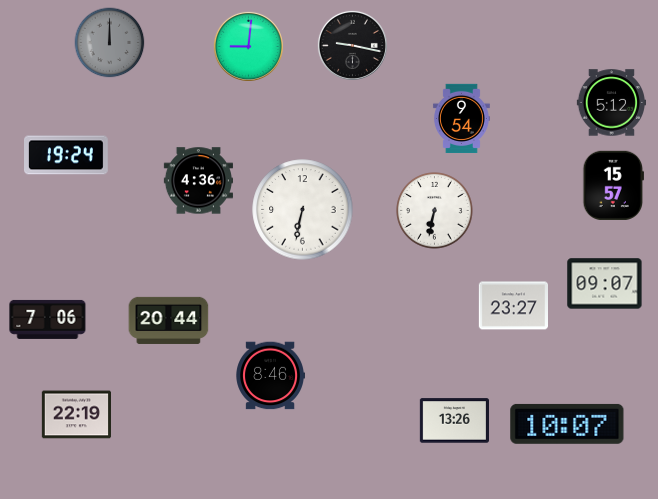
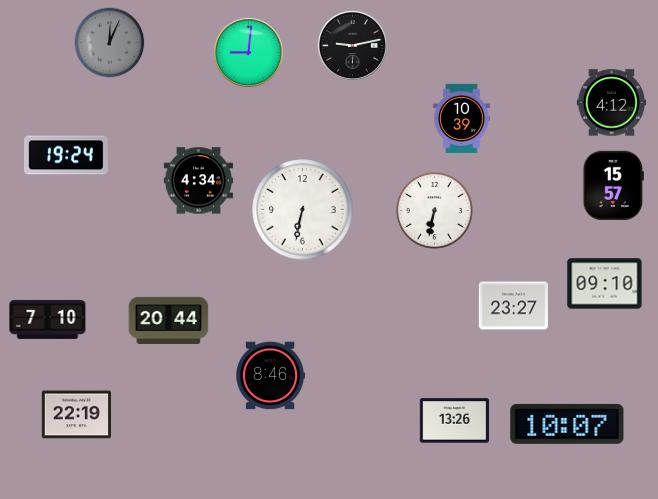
clock at (110, 43): 12:00 -> 12:04
clock at (352, 45): 9:17 -> 9:13
clock at (248, 46) position: (248, 46) -> (248, 52)
clock at (611, 103): 5:12 -> 4:12
clock at (461, 118): 9:54 -> 10:39
clock at (198, 181): 4:36 -> 4:34
clock at (605, 284): 09:07 -> 09:10
clock at (48, 319): 7:06 -> 7:10
